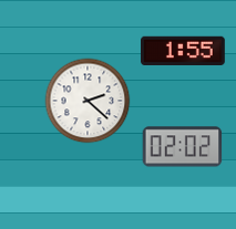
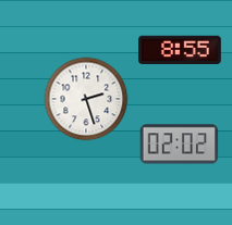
clock at (184, 50): 1:55 -> 8:55
clock at (88, 101): 2:22 -> 2:27
